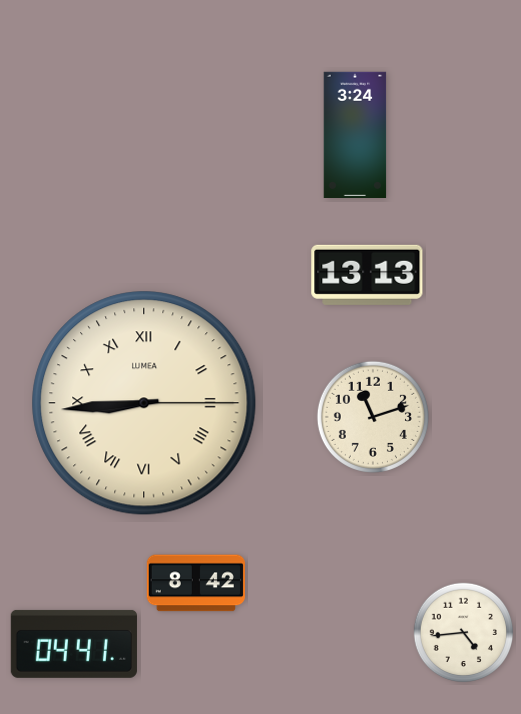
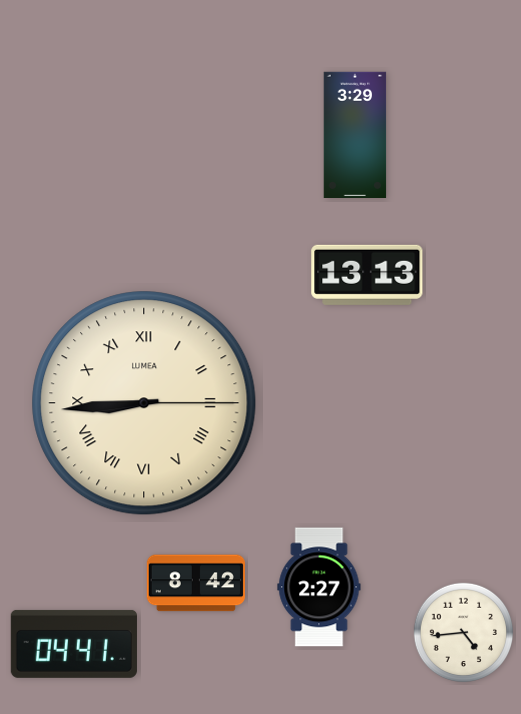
clock at (355, 134): 3:24 -> 3:29
clock at (373, 417): 11:12 -> none
clock at (319, 587): none -> 2:27
